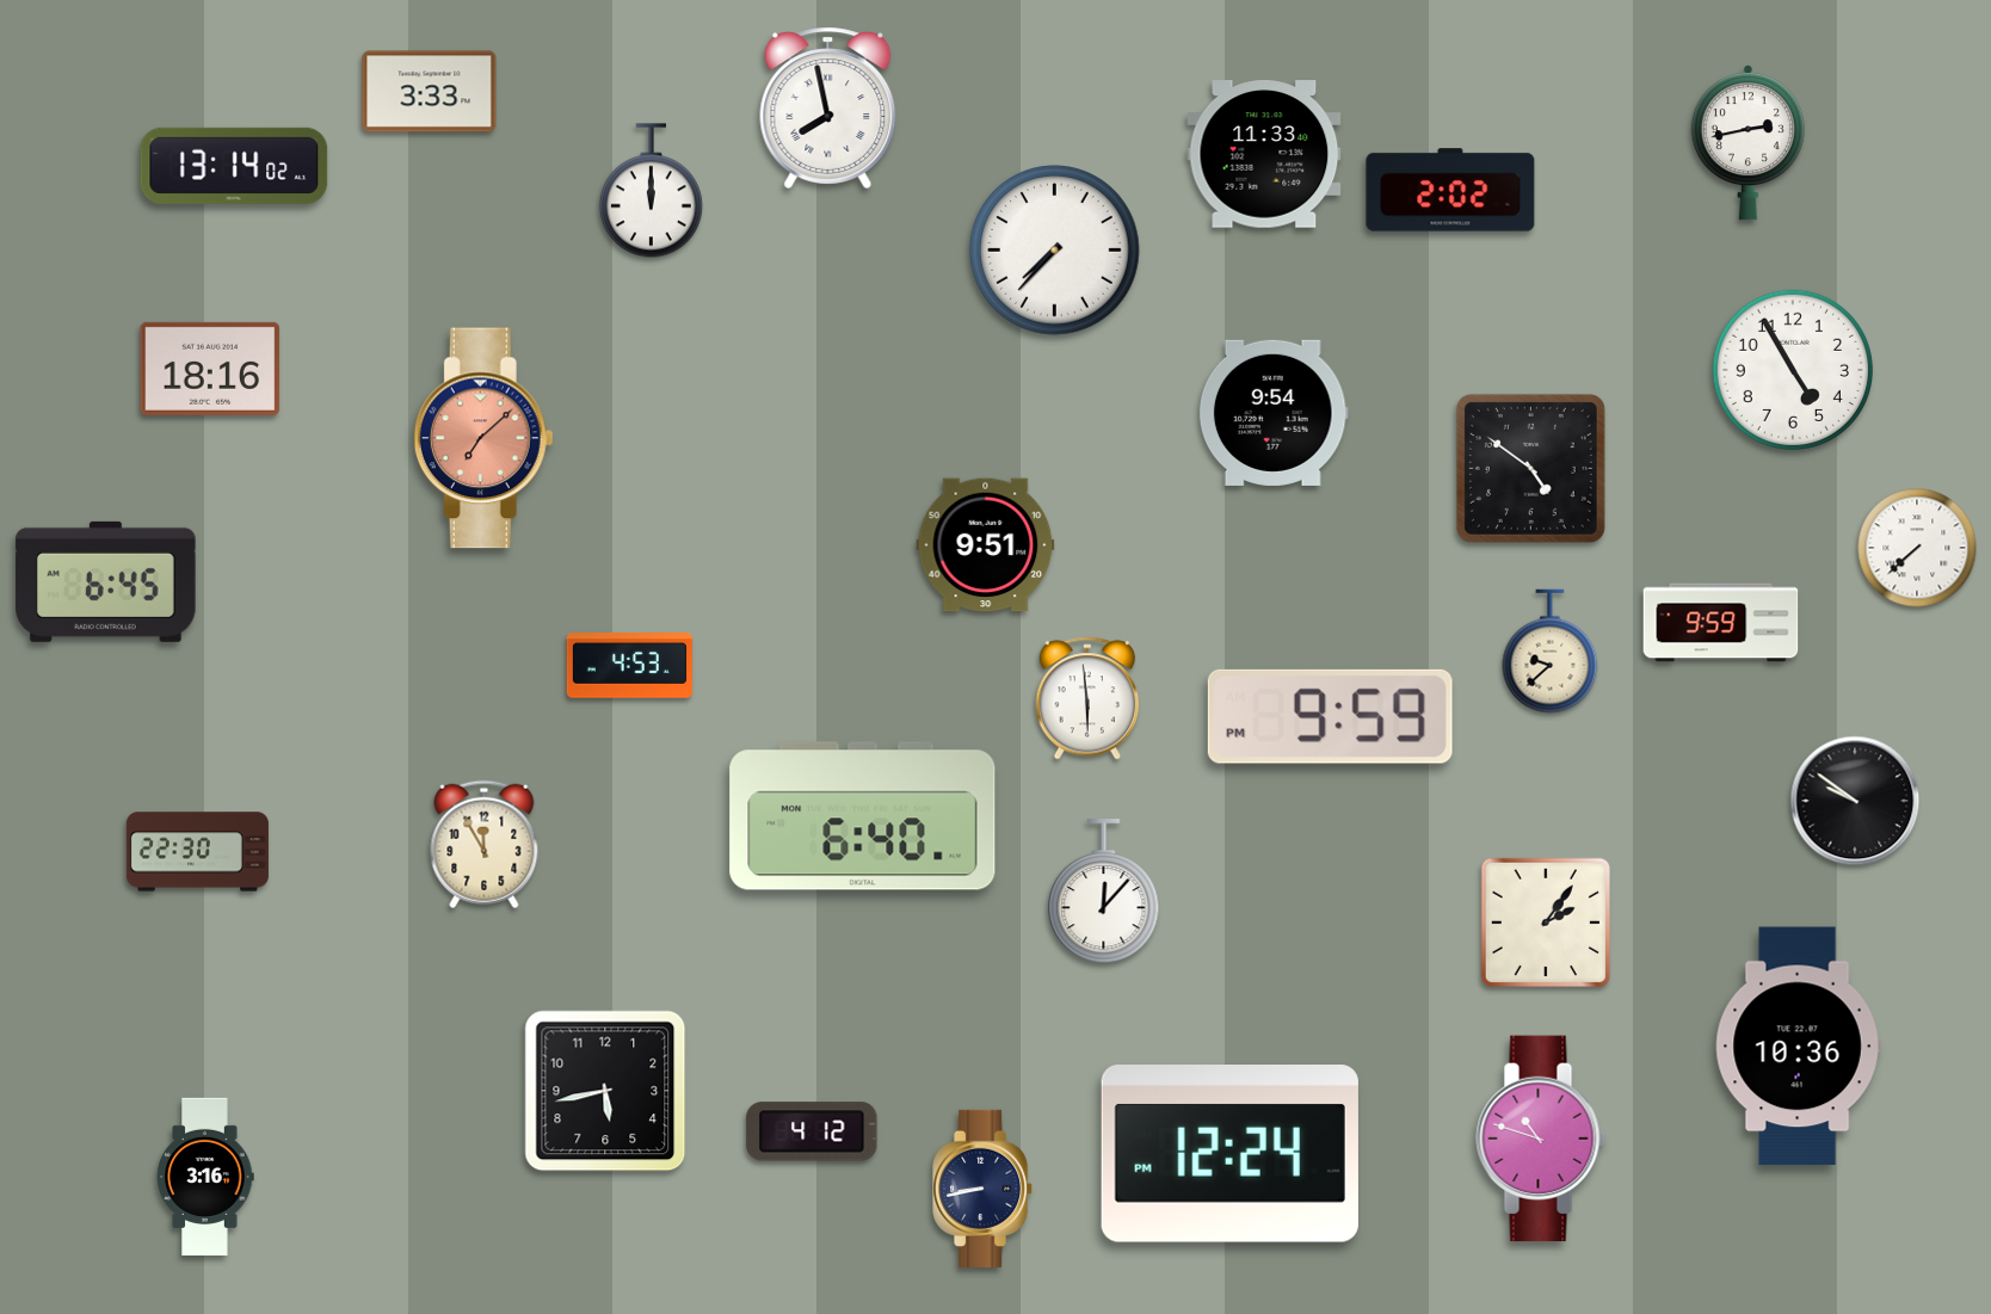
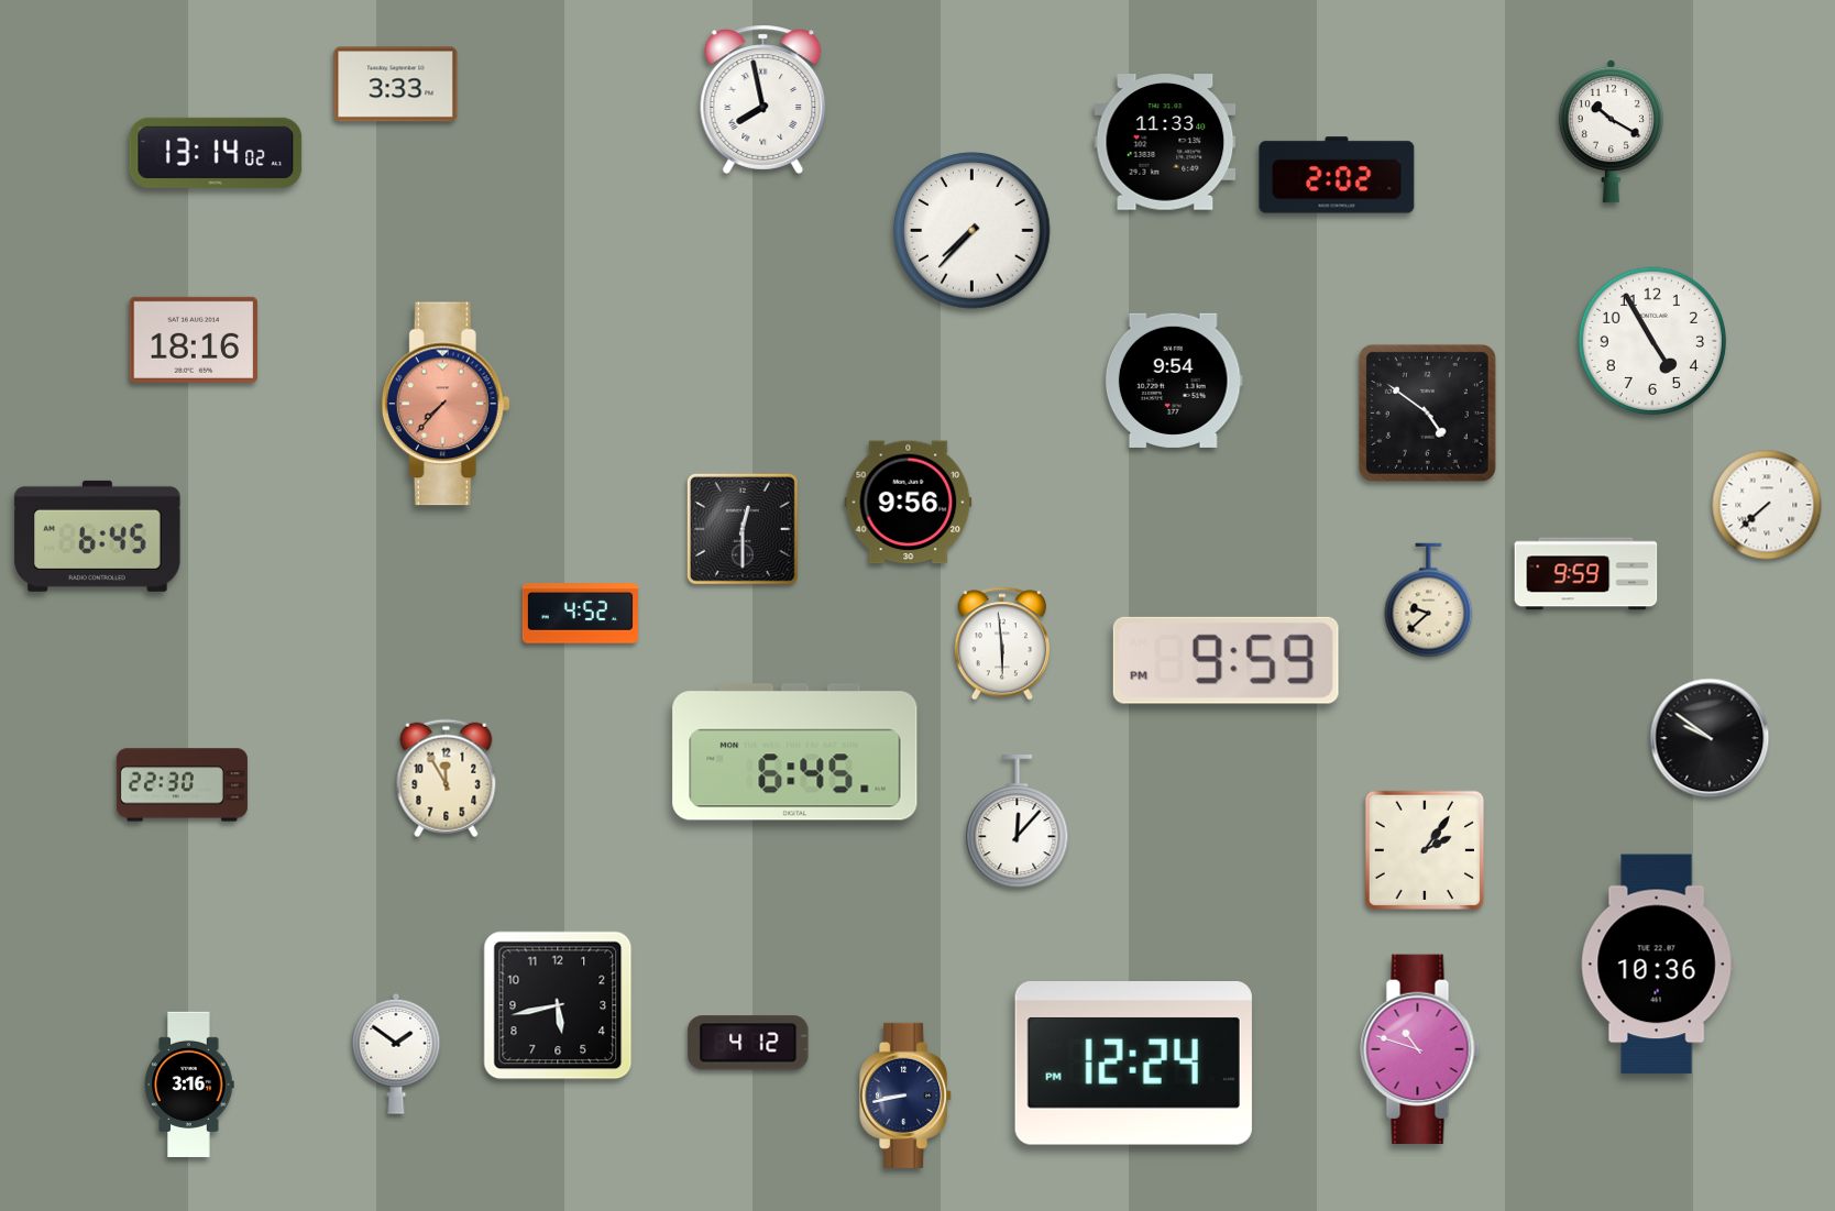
clock at (1747, 143): 2:43 -> 10:20
clock at (651, 191): 12:00 -> none
clock at (483, 438): 7:08 -> 7:37
clock at (1530, 468) position: (1530, 468) -> (1427, 412)
clock at (986, 545): 9:51 -> 9:56
clock at (743, 529): none -> 12:30
clock at (629, 666): 4:53 -> 4:52
clock at (863, 816): 6:40 -> 6:45
clock at (396, 1054): none -> 1:51
